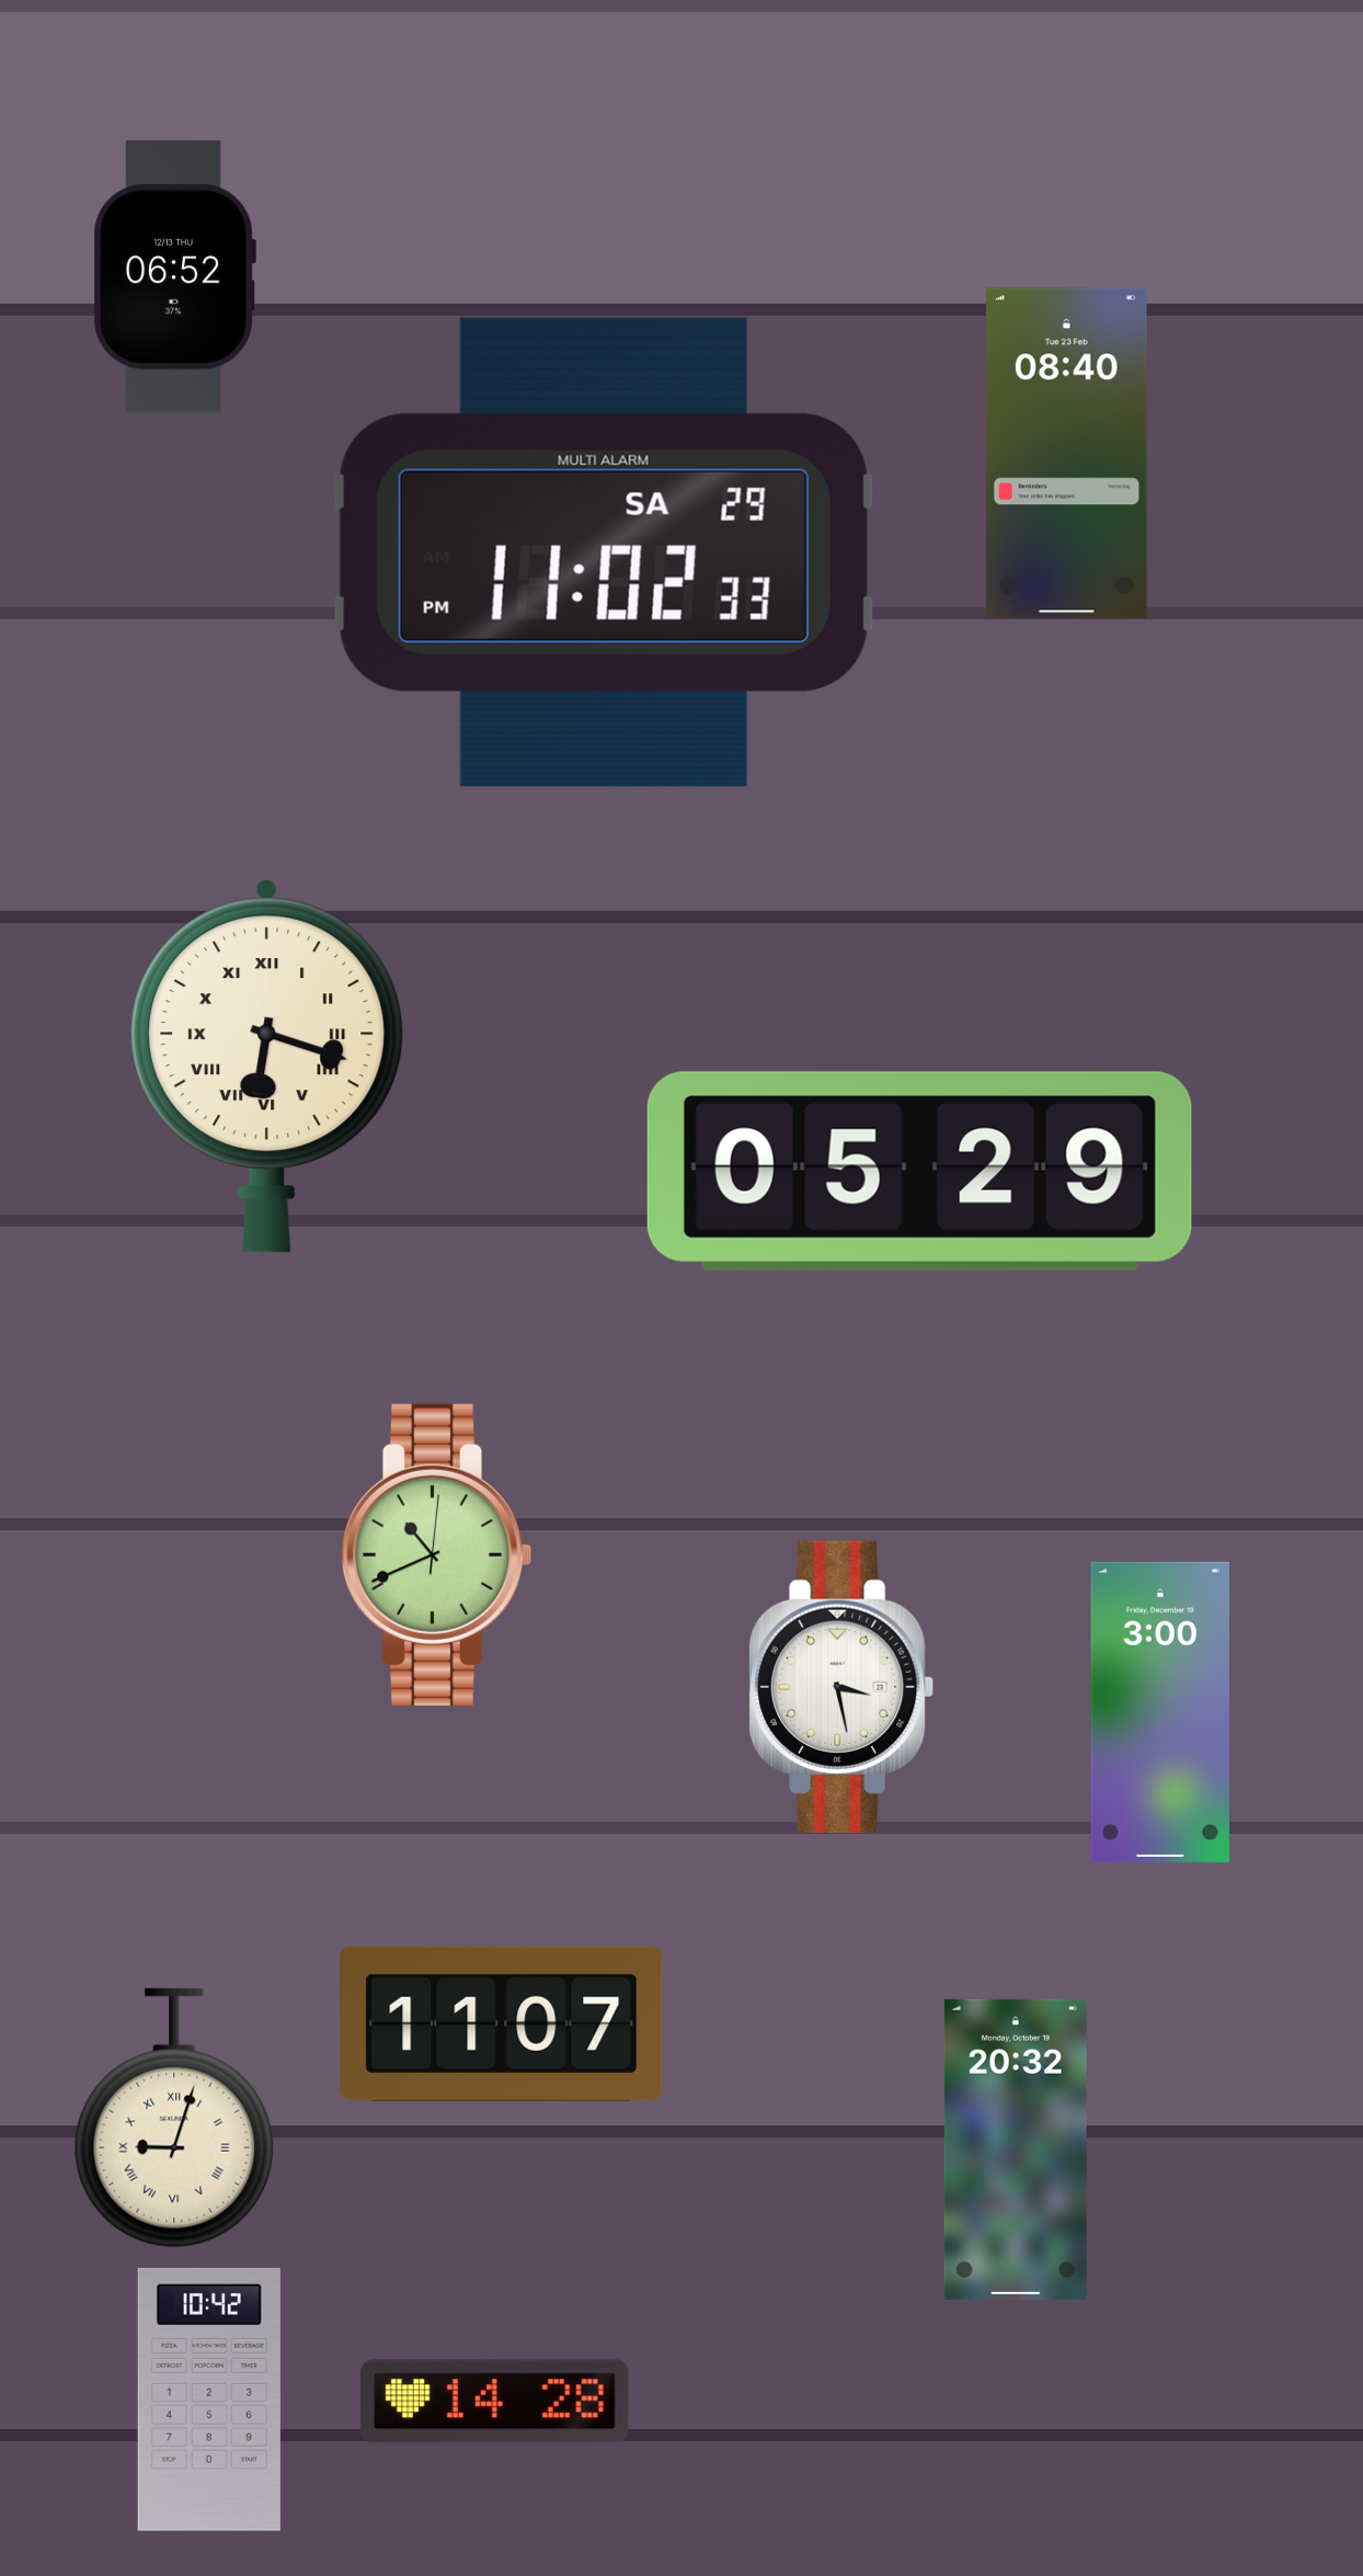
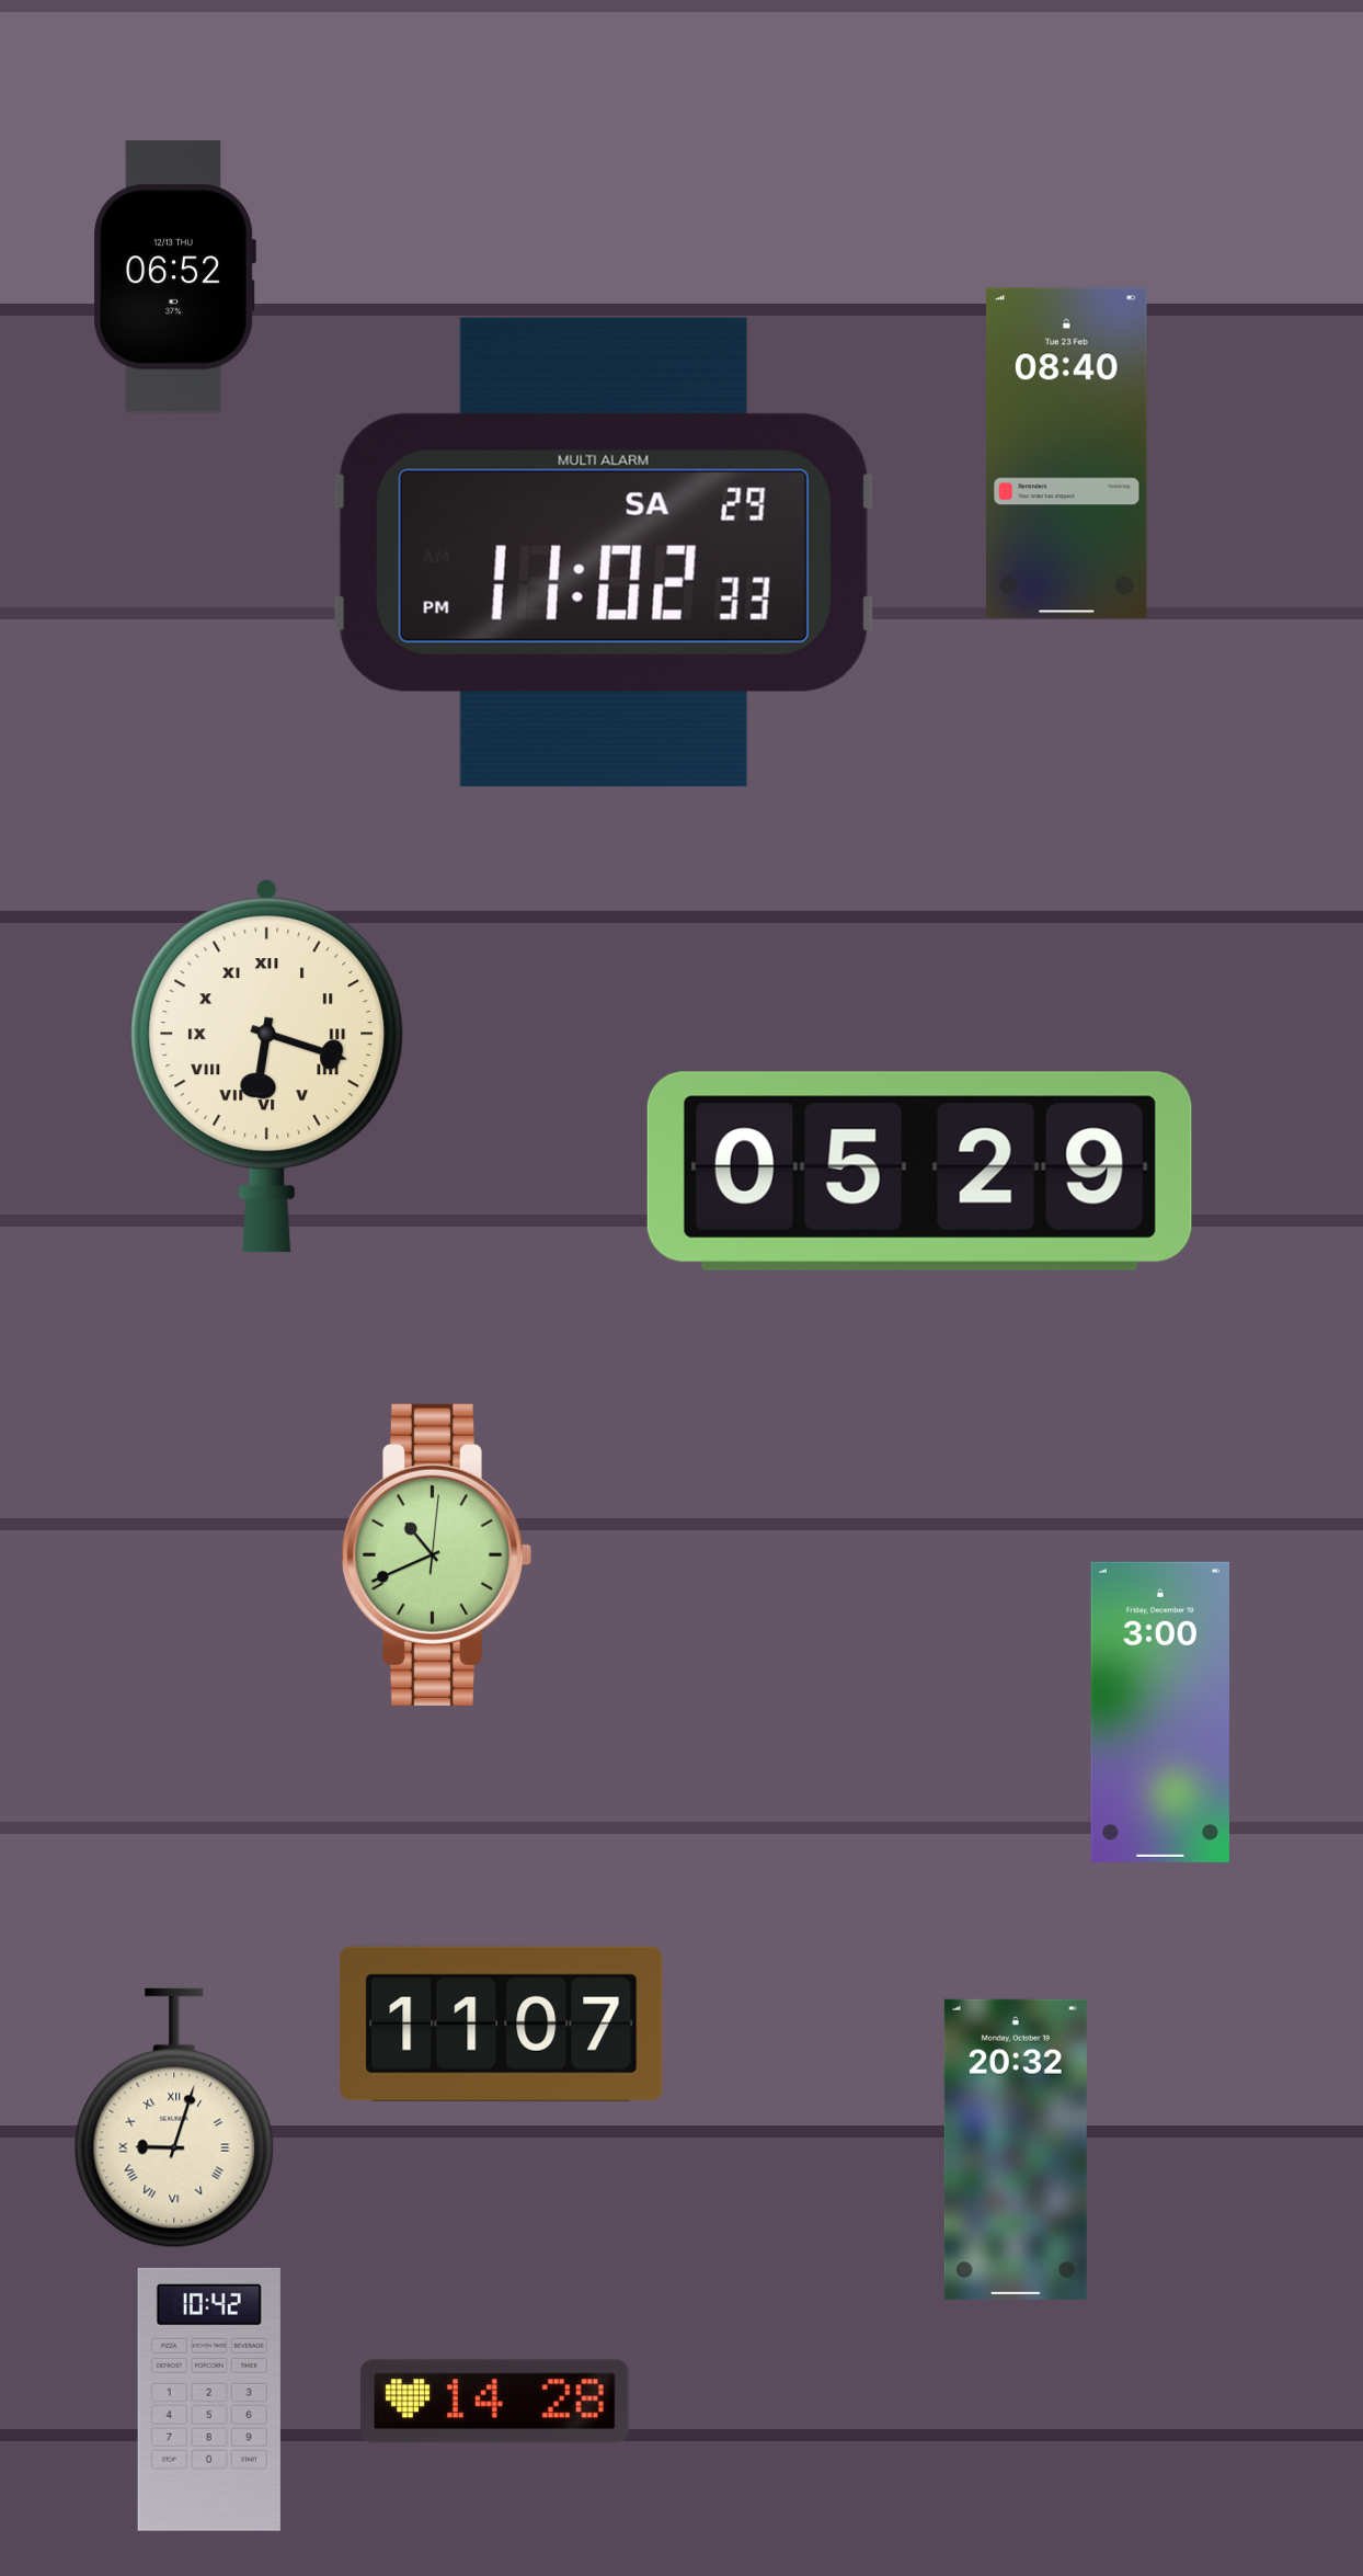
clock at (841, 1686): 3:28 -> none
